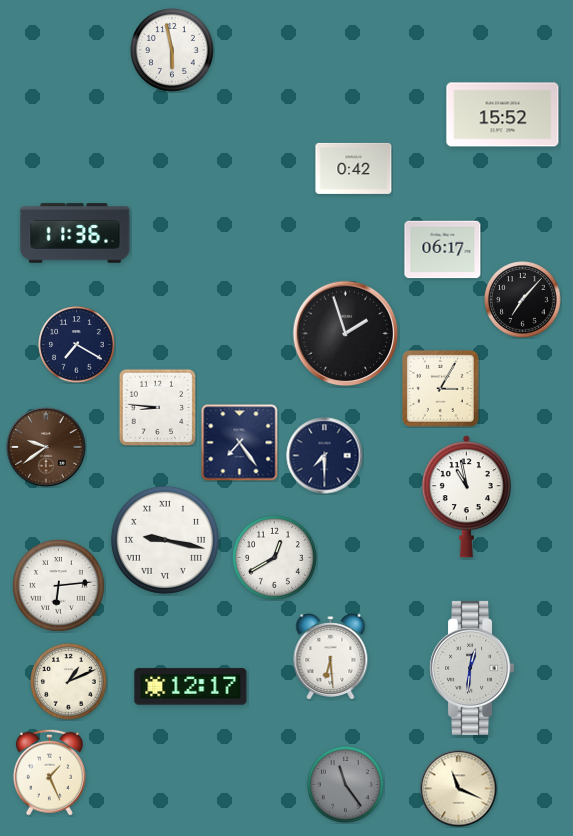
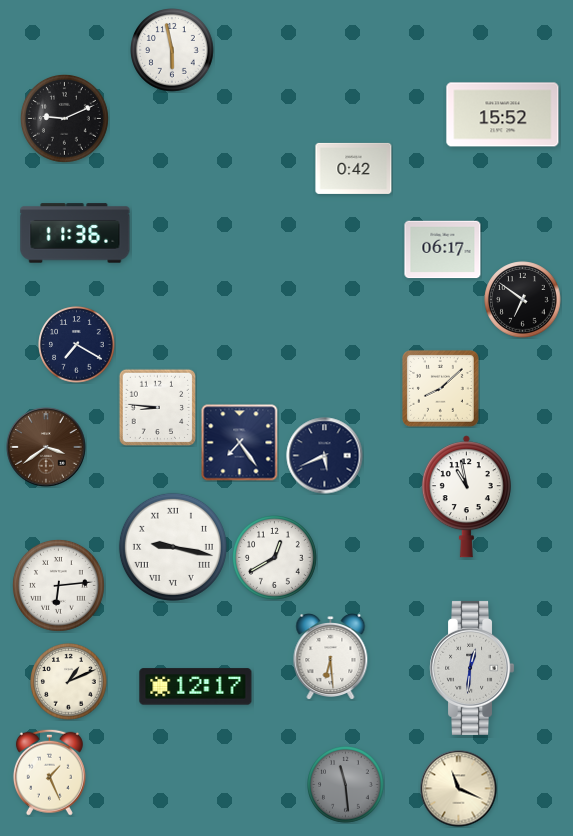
clock at (65, 119): none -> 9:11
clock at (523, 300): 7:07 -> 6:51
clock at (346, 334): 1:57 -> none
clock at (440, 388): 3:05 -> 8:08
clock at (46, 447): 9:39 -> 3:39
clock at (325, 456): 7:30 -> 5:41
clock at (165, 540) position: (165, 540) -> (173, 547)
clock at (191, 687) position: (191, 687) -> (196, 687)
clock at (346, 785): 11:24 -> 11:29
